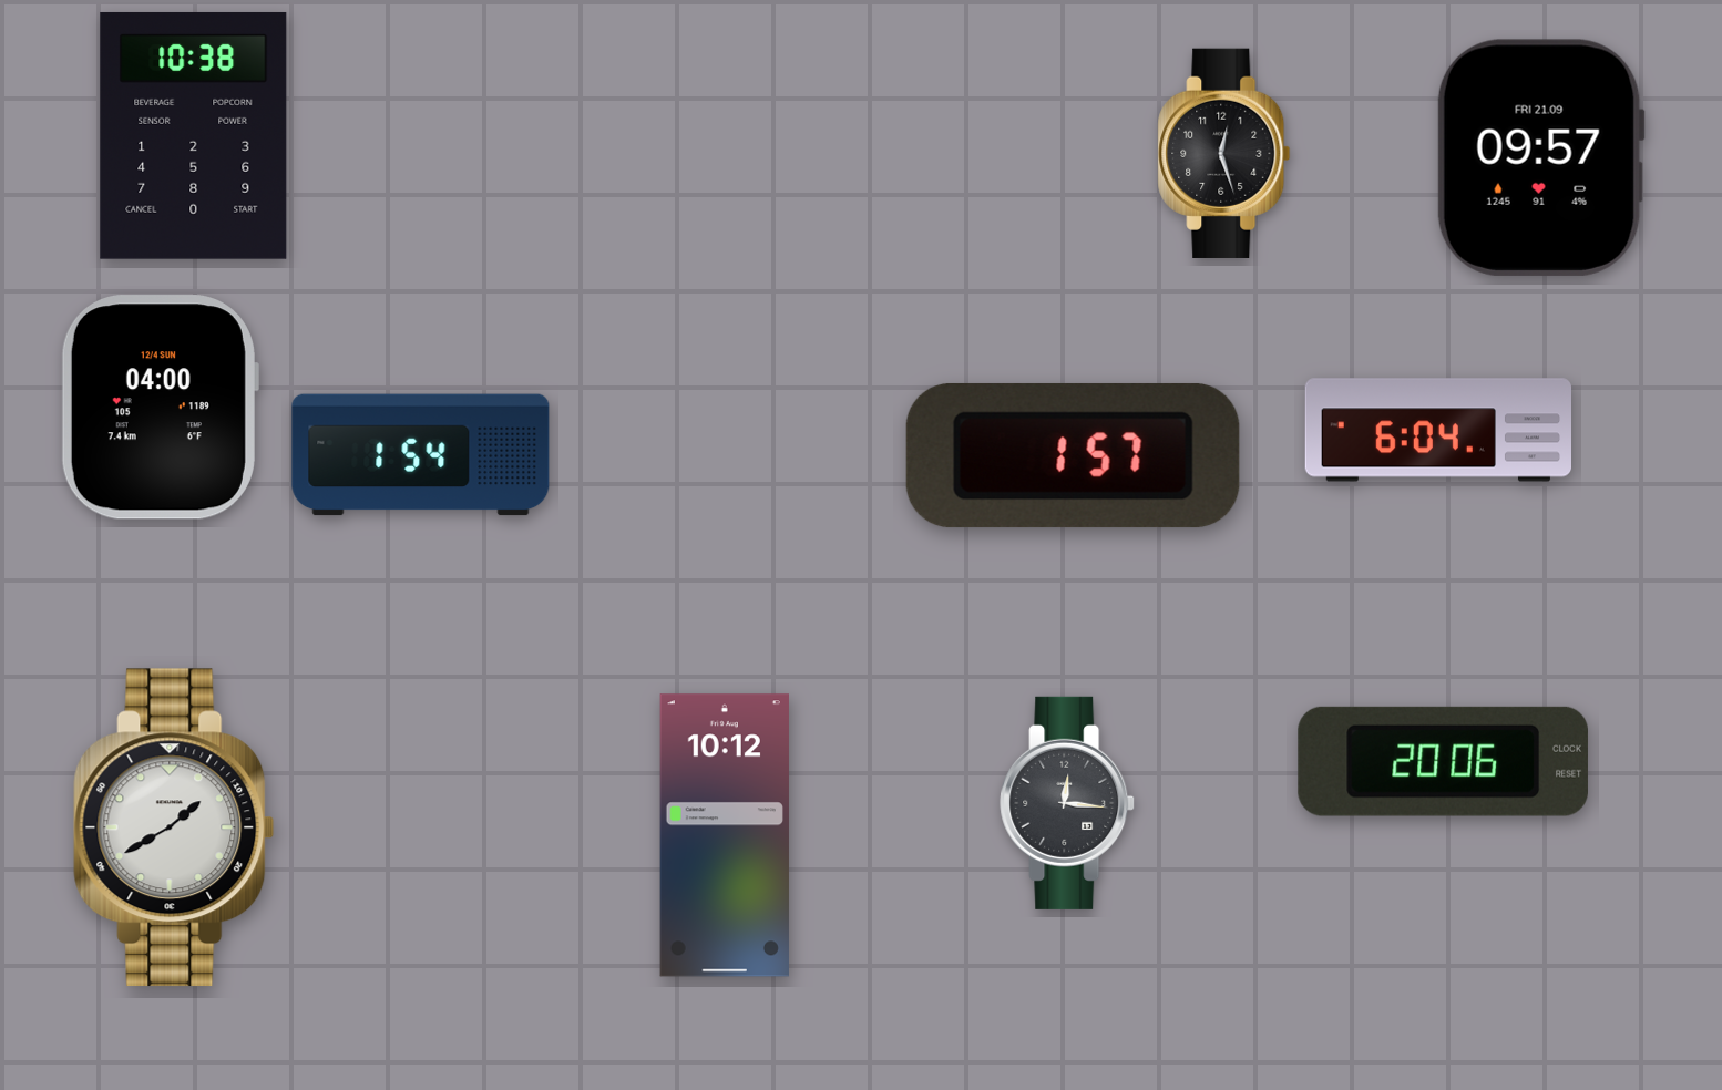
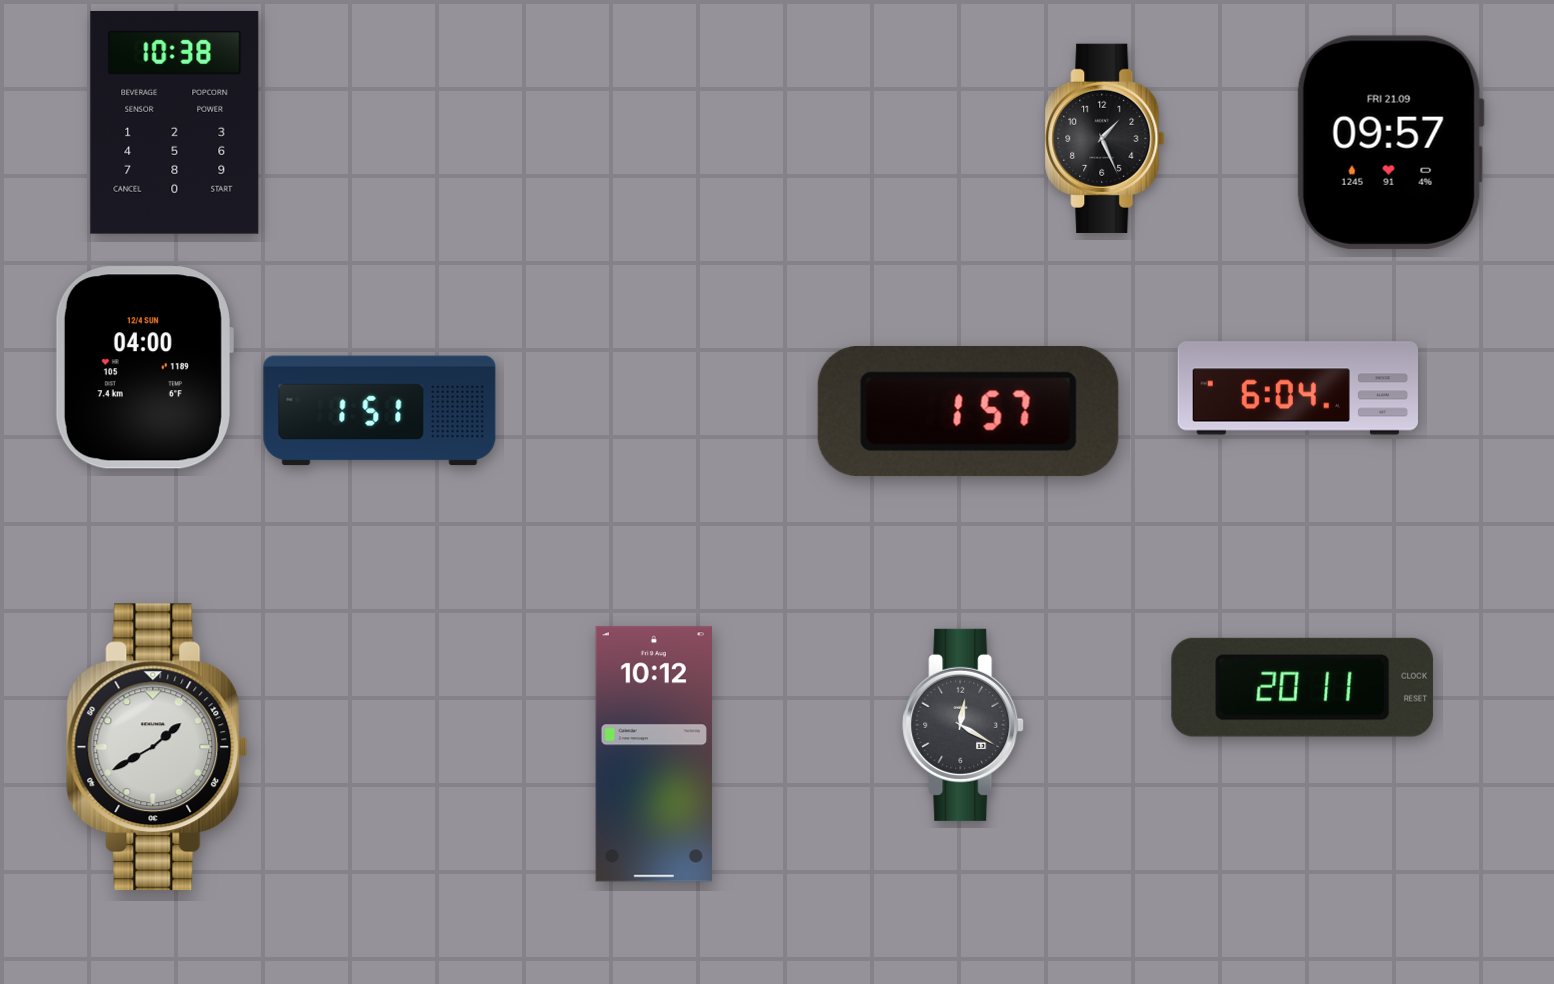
clock at (1224, 153): 12:27 -> 1:26
clock at (421, 455): 1:54 -> 1:51
clock at (1443, 761): 20:06 -> 20:11
clock at (1067, 803): 12:16 -> 12:20
